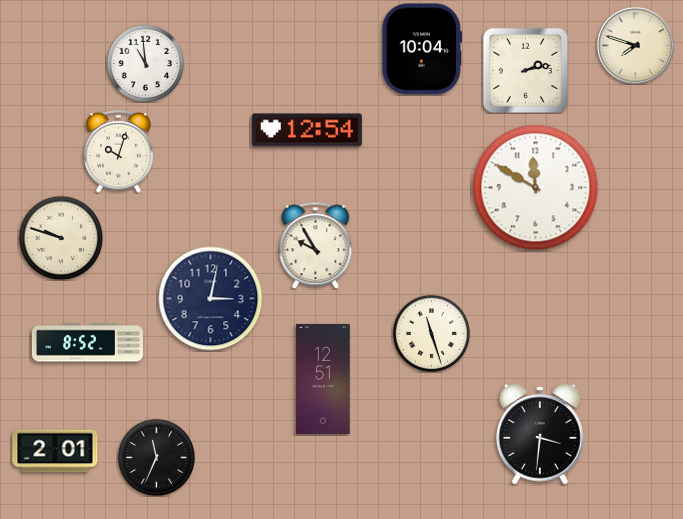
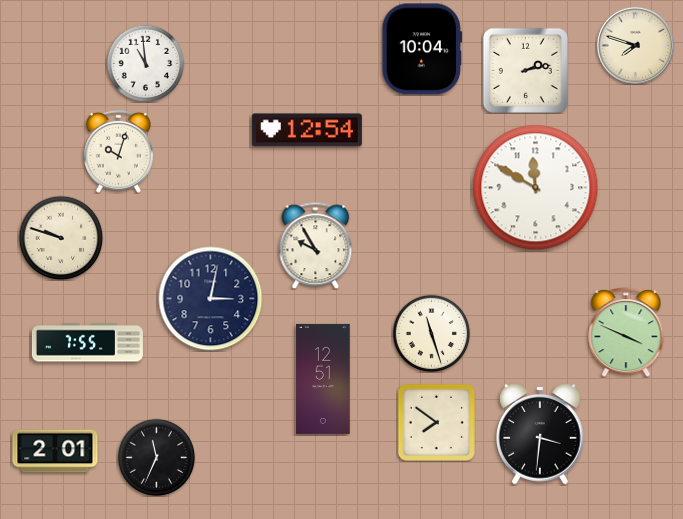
clock at (626, 332): none -> 3:49
clock at (87, 343): 8:52 -> 7:55
clock at (436, 422): none -> 7:51
